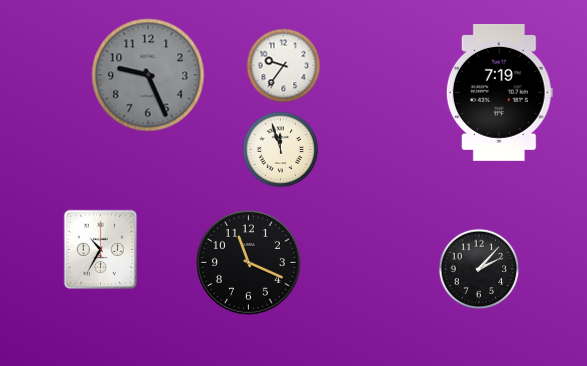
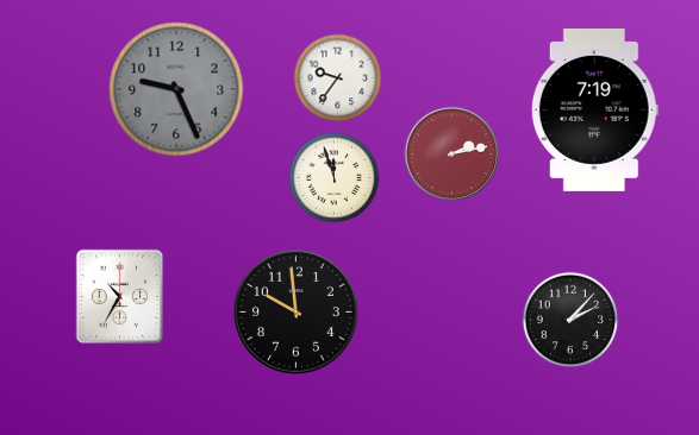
clock at (451, 153): none -> 2:13
clock at (248, 262): 11:19 -> 9:59
